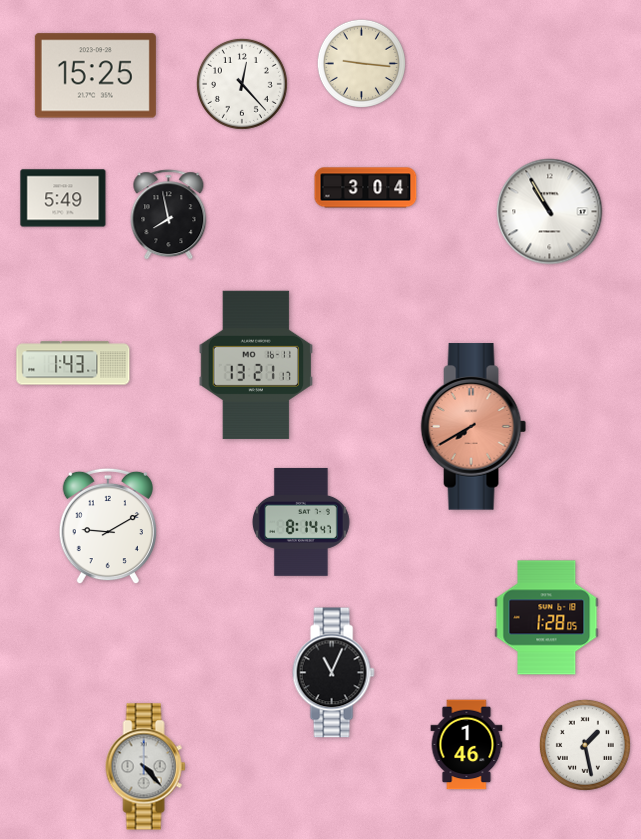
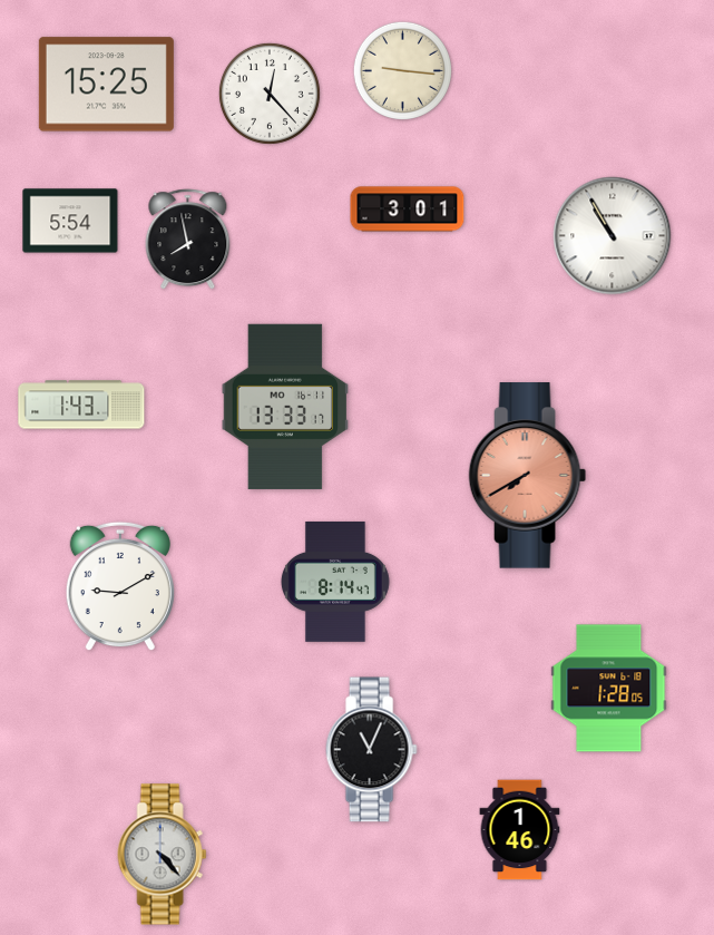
clock at (366, 188): 3:04 -> 3:01
clock at (63, 198): 5:49 -> 5:54
clock at (256, 365): 13:21 -> 13:33
clock at (585, 745): 1:28 -> none
